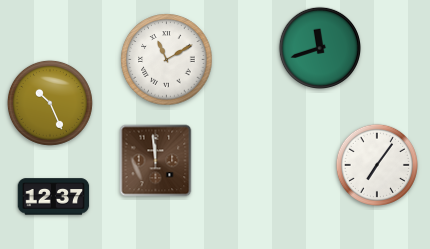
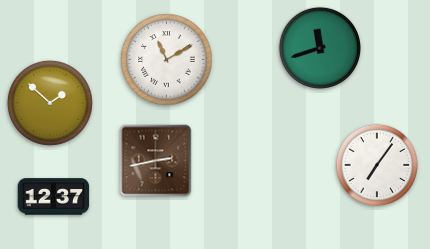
clock at (50, 103): 10:26 -> 1:52
clock at (156, 161): 11:59 -> 2:43
